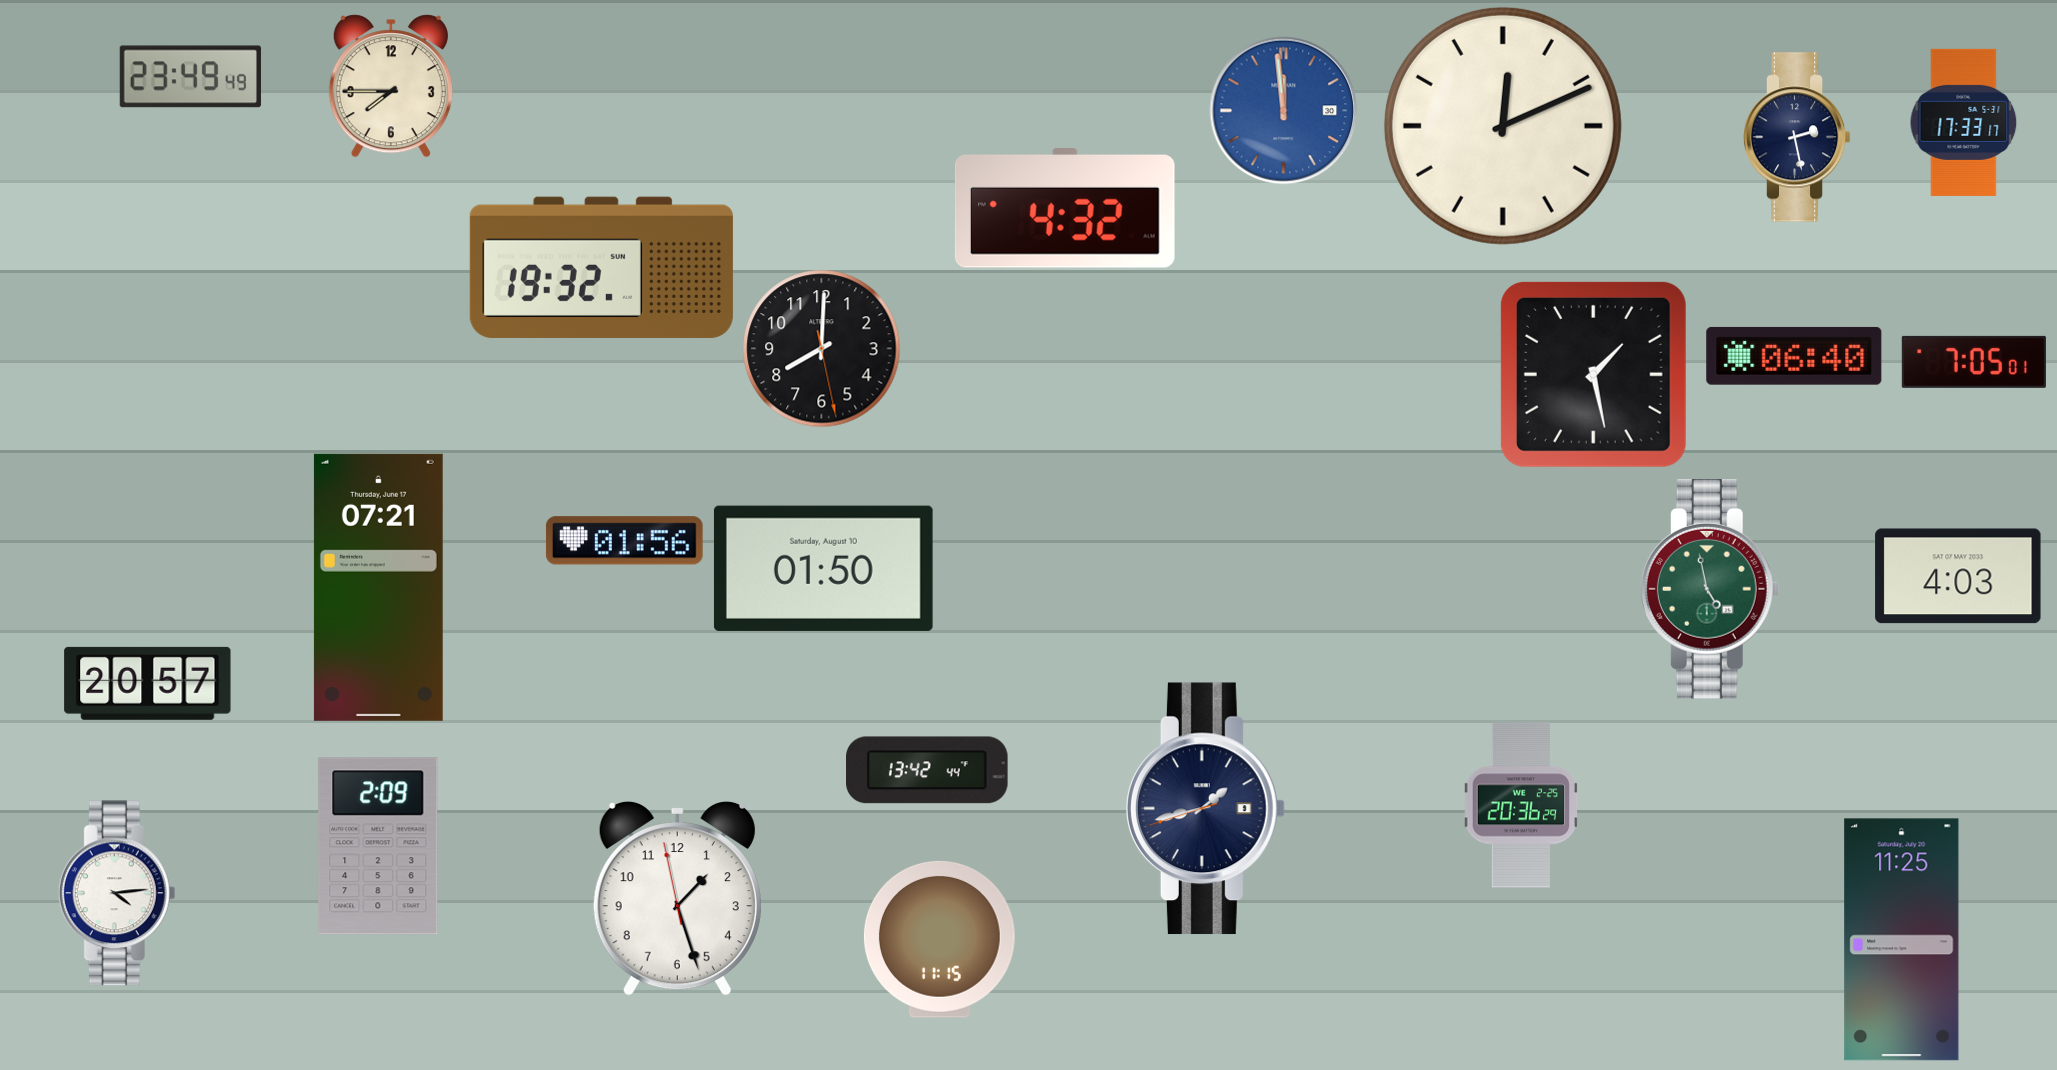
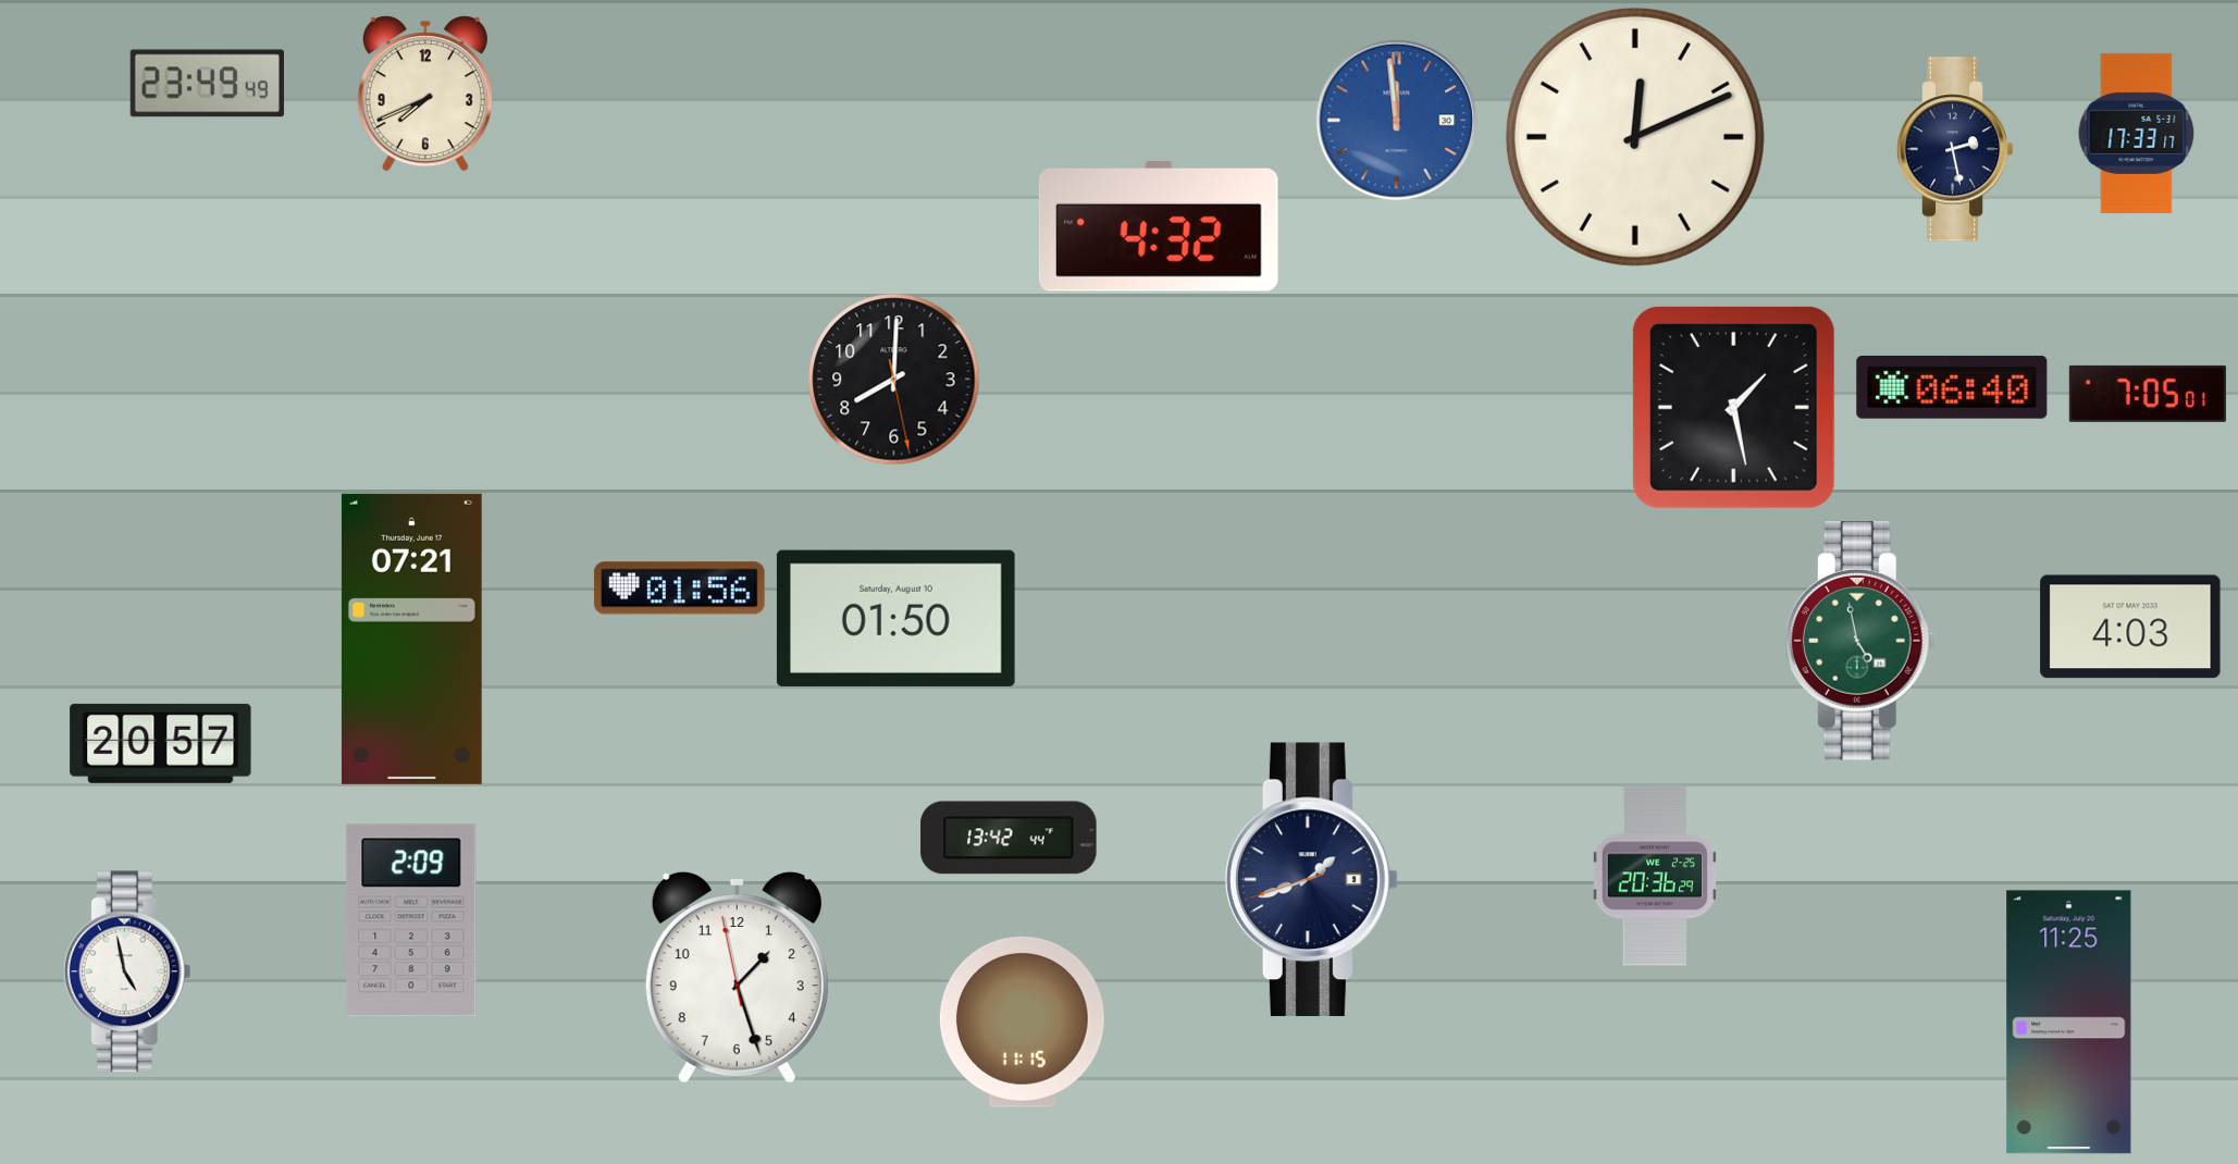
clock at (391, 86): 7:45 -> 7:41
clock at (601, 267): 19:32 -> none
clock at (1205, 808): 1:42 -> 1:41
clock at (117, 893): 4:14 -> 4:58
